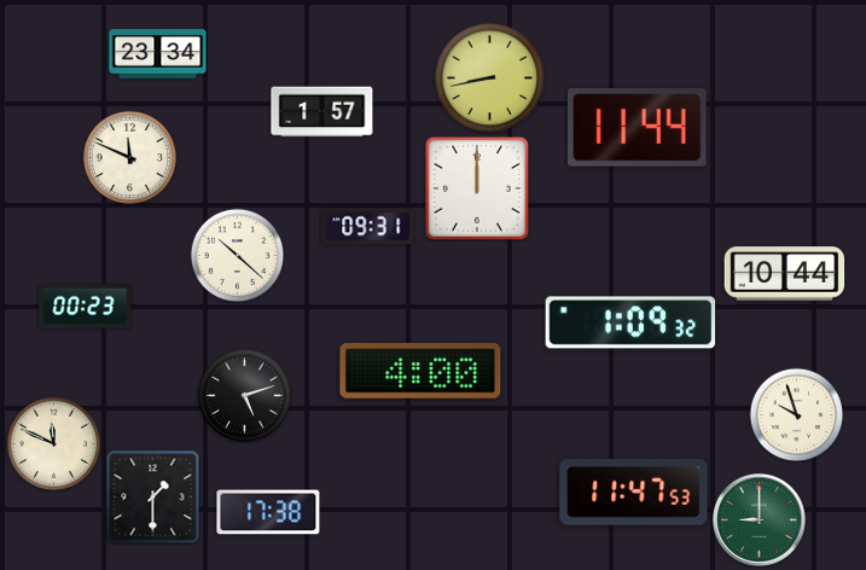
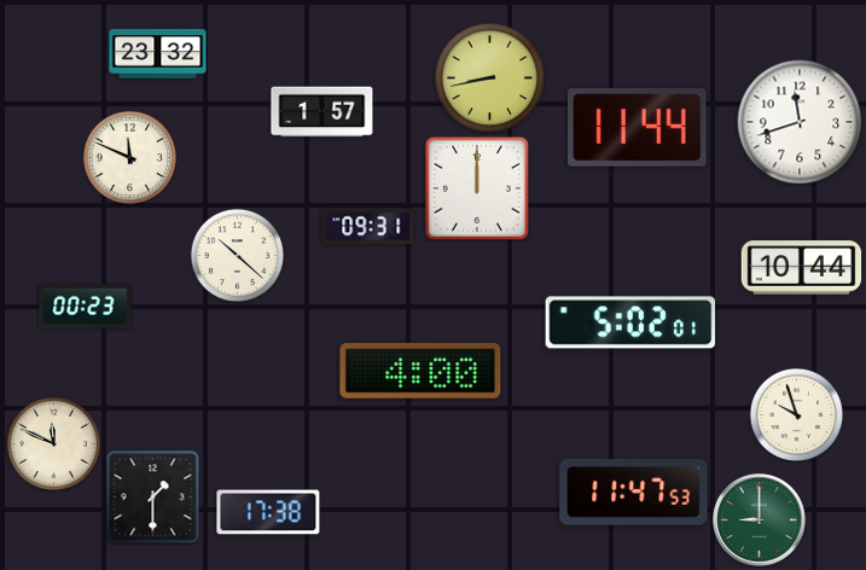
clock at (158, 54): 23:34 -> 23:32
clock at (800, 122): none -> 11:42
clock at (785, 274) position: (785, 274) -> (802, 268)
clock at (630, 322): 1:09 -> 5:02
clock at (244, 395): 5:12 -> none
